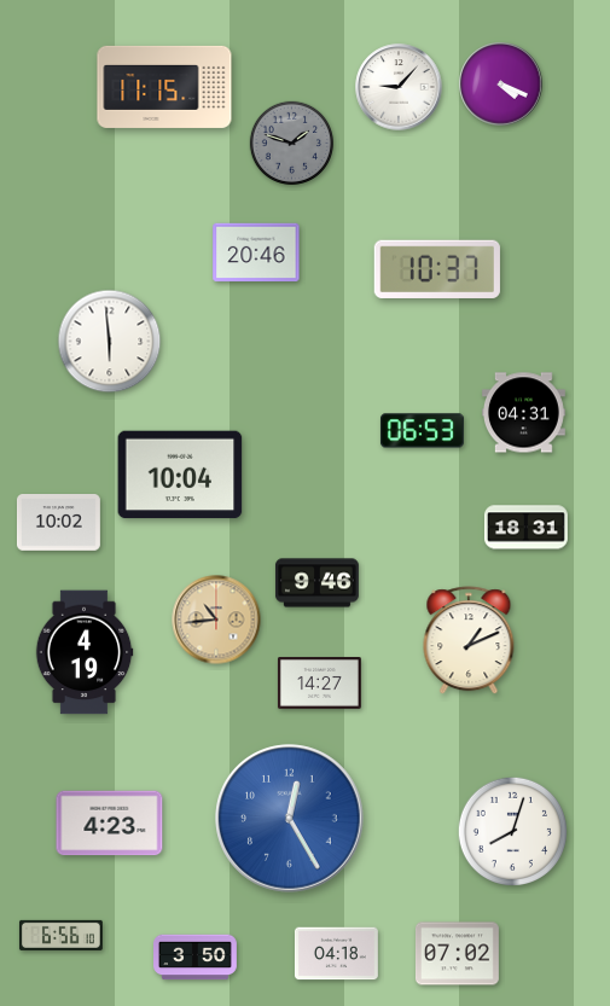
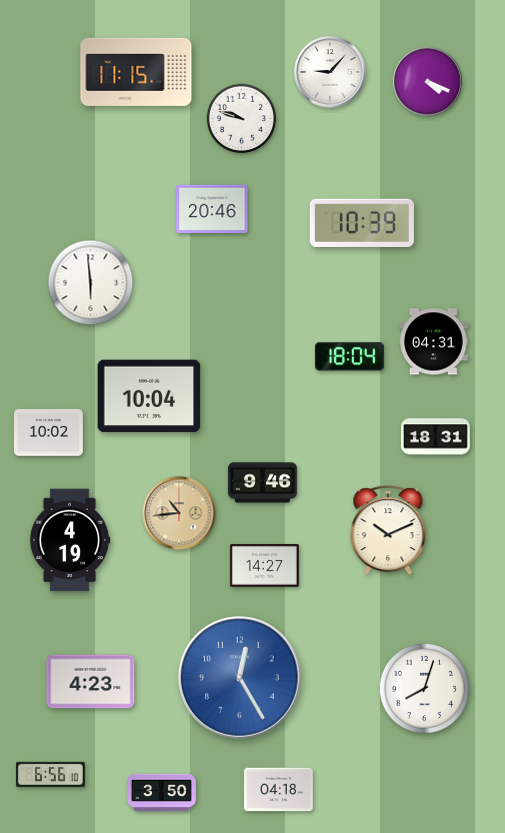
clock at (501, 85) position: (501, 85) -> (428, 82)
clock at (291, 144): 1:48 -> 9:48
clock at (291, 144) dial: grey -> white
clock at (437, 268): 10:37 -> 10:39
clock at (422, 431): 06:53 -> 18:04
clock at (180, 475) position: (180, 475) -> (149, 396)
clock at (469, 641): 1:11 -> 10:11
clock at (457, 954): 07:02 -> none
